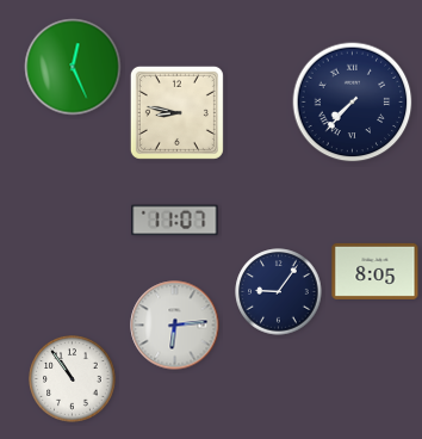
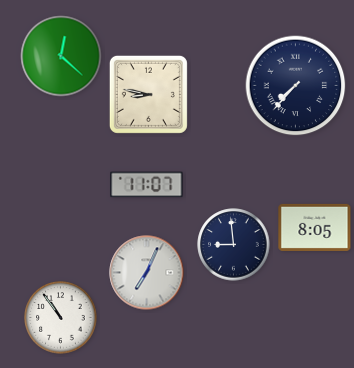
clock at (73, 67): 12:26 -> 12:22
clock at (279, 292): 9:06 -> 8:59
clock at (175, 326): 6:14 -> 7:04
